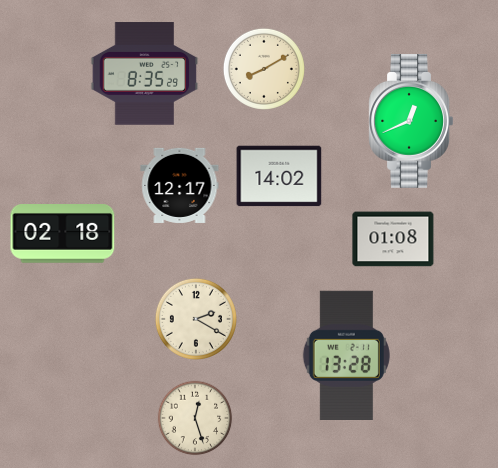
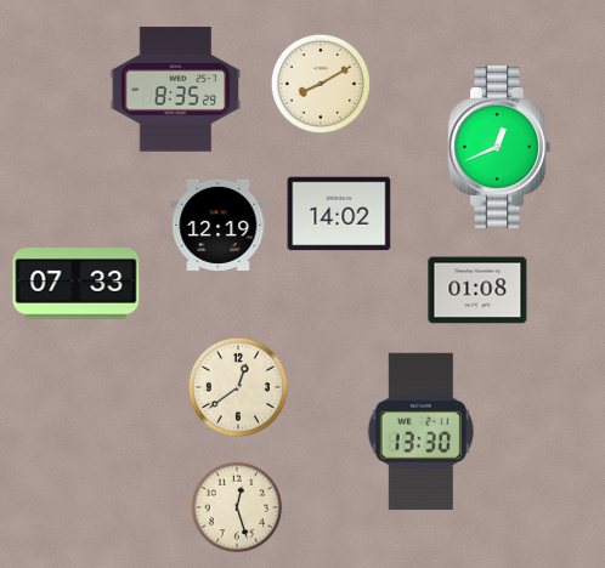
clock at (180, 185): 12:17 -> 12:19
clock at (63, 234): 02:18 -> 07:33
clock at (196, 319): 2:20 -> 12:39
clock at (346, 355): 13:28 -> 13:30
